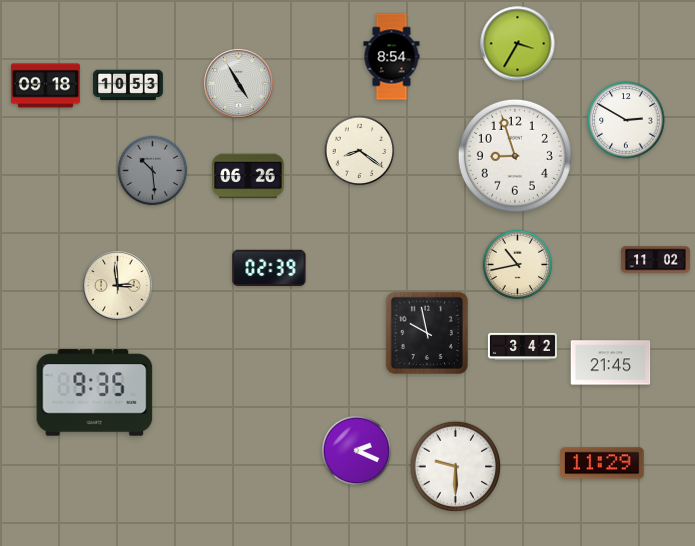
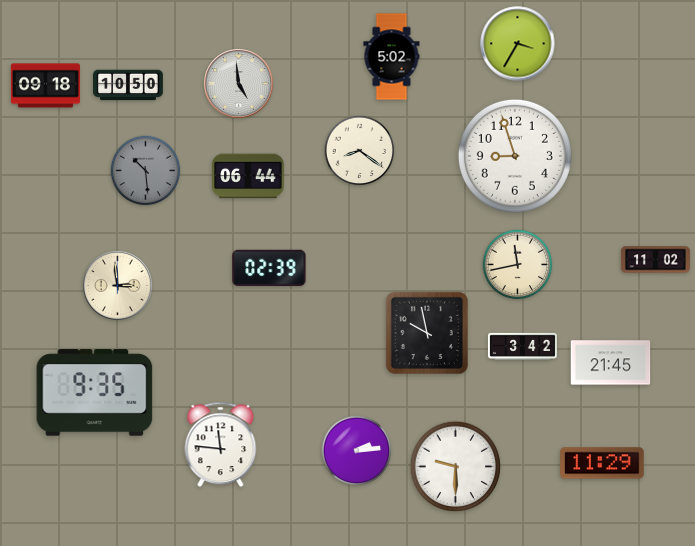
clock at (392, 57): 8:54 -> 5:02
clock at (239, 84): 4:55 -> 4:59
clock at (129, 85): 10:53 -> 10:50
clock at (626, 120): 2:50 -> none
clock at (153, 171) position: (153, 171) -> (146, 171)
clock at (248, 176): 06:26 -> 06:44
clock at (518, 265): 10:43 -> 11:43
clock at (221, 445): none -> 11:46
clock at (357, 451): 2:19 -> 2:14
